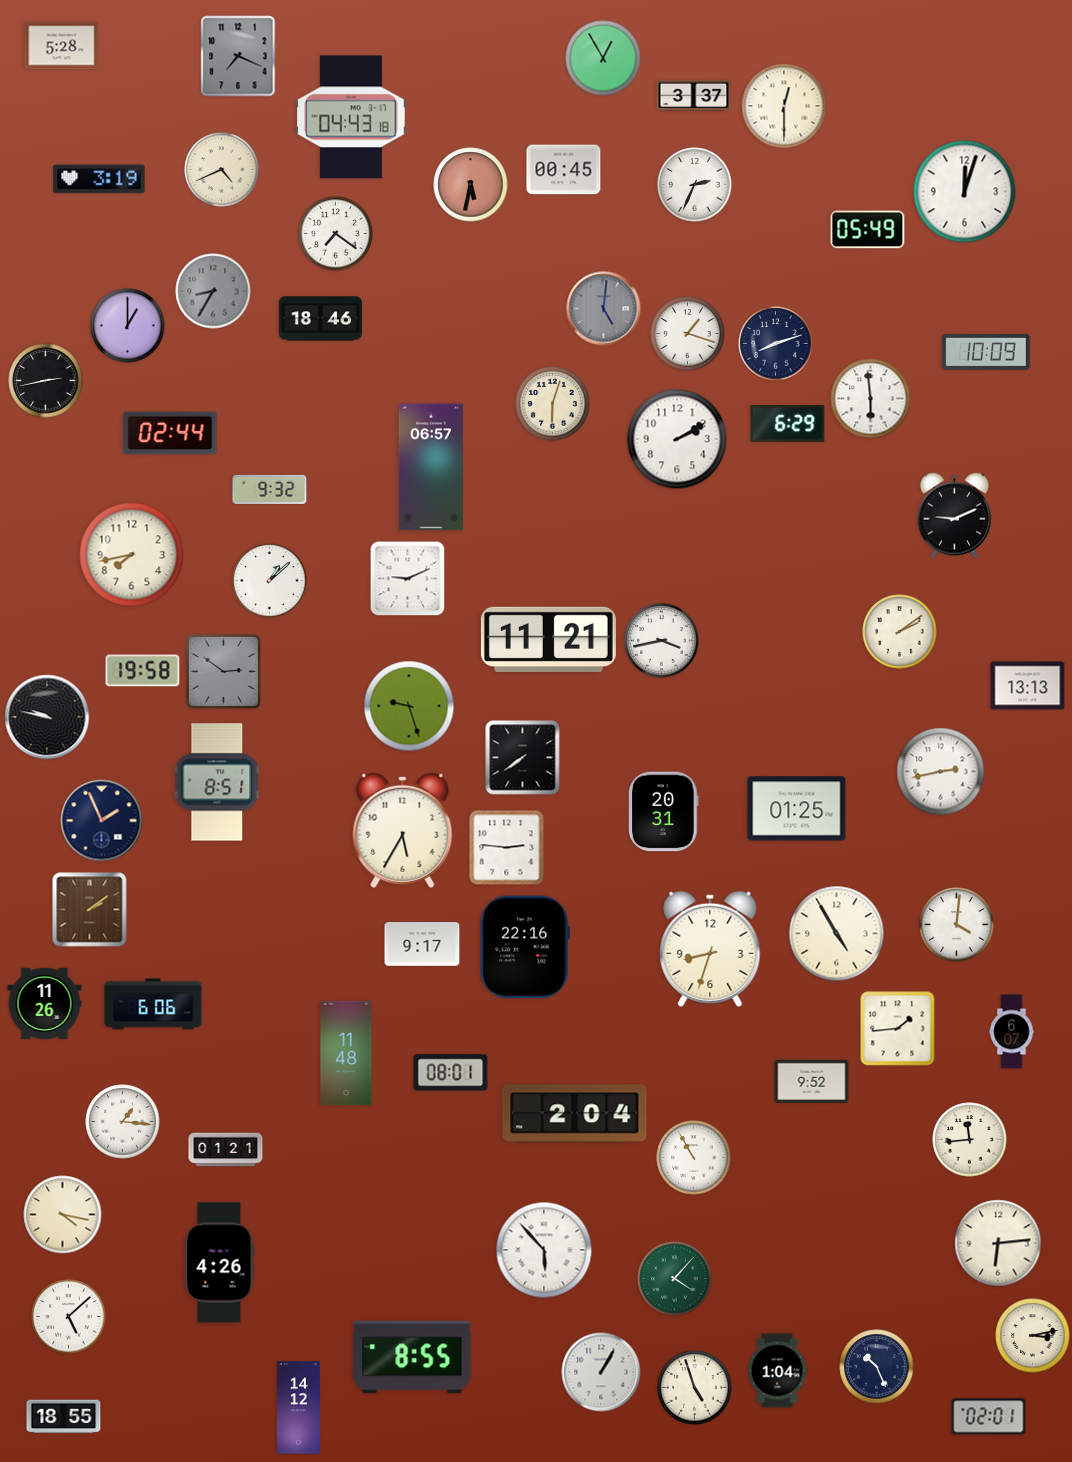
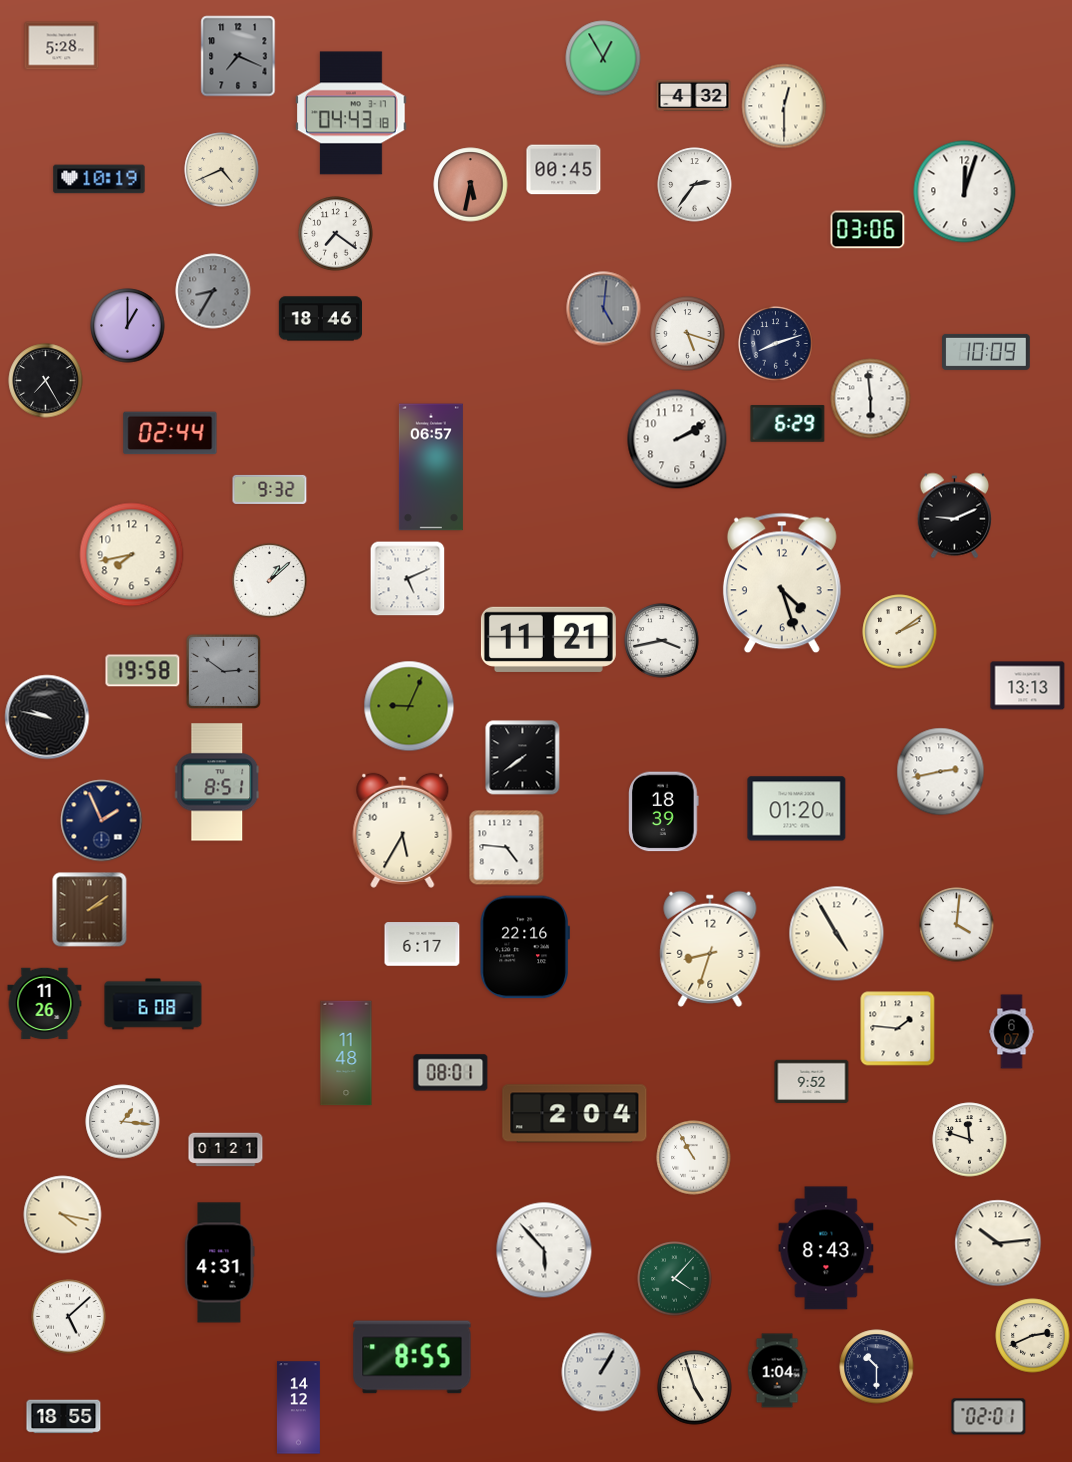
clock at (694, 96): 3:37 -> 4:32
clock at (351, 117) position: (351, 117) -> (351, 113)
clock at (99, 179): 3:19 -> 10:19
clock at (695, 185): 2:34 -> 2:36
clock at (868, 230): 05:49 -> 03:06
clock at (688, 334): 1:18 -> 5:18
clock at (46, 381): 2:43 -> 7:25
clock at (553, 404): 6:03 -> none
clock at (408, 579): 9:11 -> 5:11
clock at (782, 583): none -> 4:27
clock at (409, 706): 9:27 -> 9:04
clock at (797, 809): 01:25 -> 01:20
clock at (664, 812): 20:31 -> 18:39
clock at (507, 848): 2:46 -> 4:46
clock at (422, 944): 9:17 -> 6:17
clock at (153, 1004): 6:06 -> 6:08
clock at (898, 1029): 1:44 -> 1:46
clock at (970, 1140): 11:44 -> 11:48
clock at (998, 1243): 6:14 -> 10:14
clock at (826, 1248): none -> 8:43
clock at (219, 1263): 4:26 -> 4:31
clock at (1033, 1336): 3:13 -> 2:41
clock at (877, 1367): 10:26 -> 10:30
